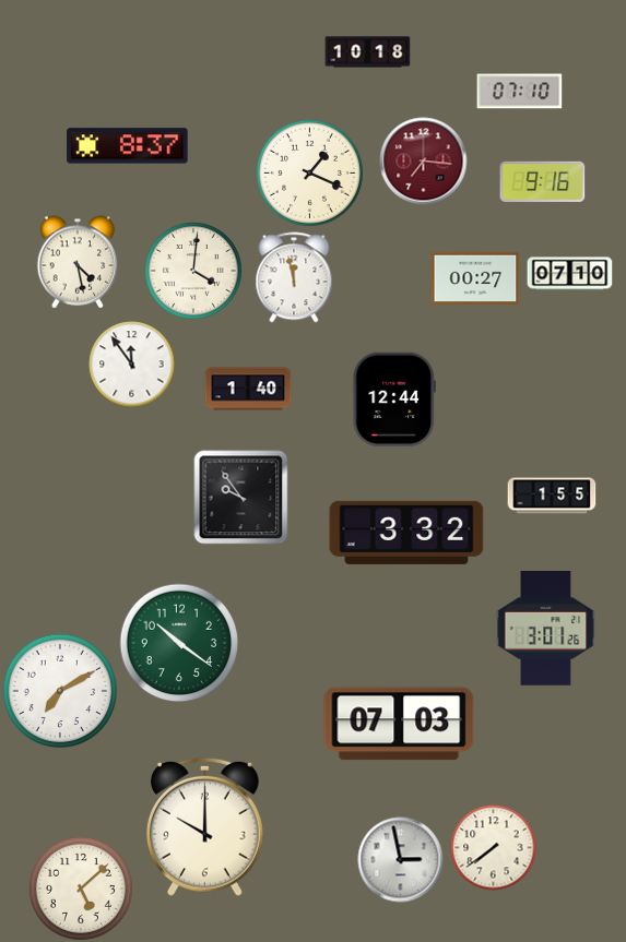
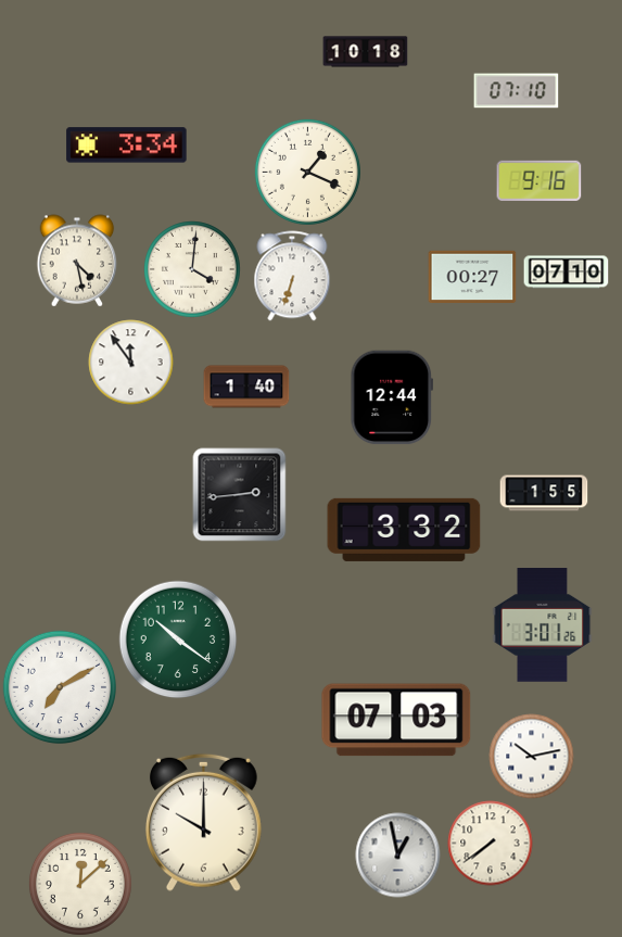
clock at (128, 146): 8:37 -> 3:34
clock at (423, 160): 7:16 -> none
clock at (294, 277): 11:58 -> 6:33
clock at (552, 496) position: (552, 496) -> (544, 493)
clock at (240, 497): 9:54 -> 2:44
clock at (531, 756): none -> 10:13
clock at (400, 859): 2:58 -> 12:58
clock at (81, 889): 5:08 -> 12:08
